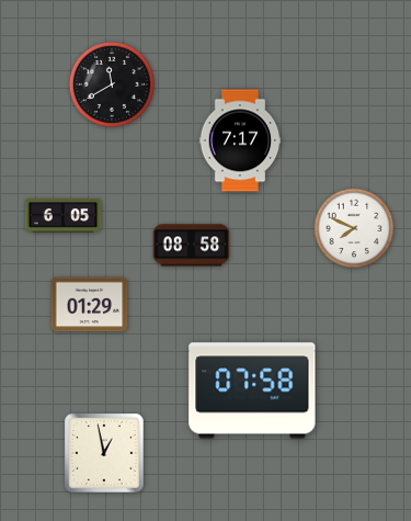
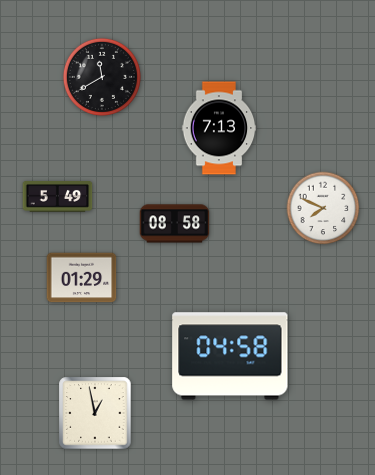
clock at (240, 140): 7:17 -> 7:13
clock at (64, 216): 6:05 -> 5:49
clock at (252, 390): 07:58 -> 04:58
